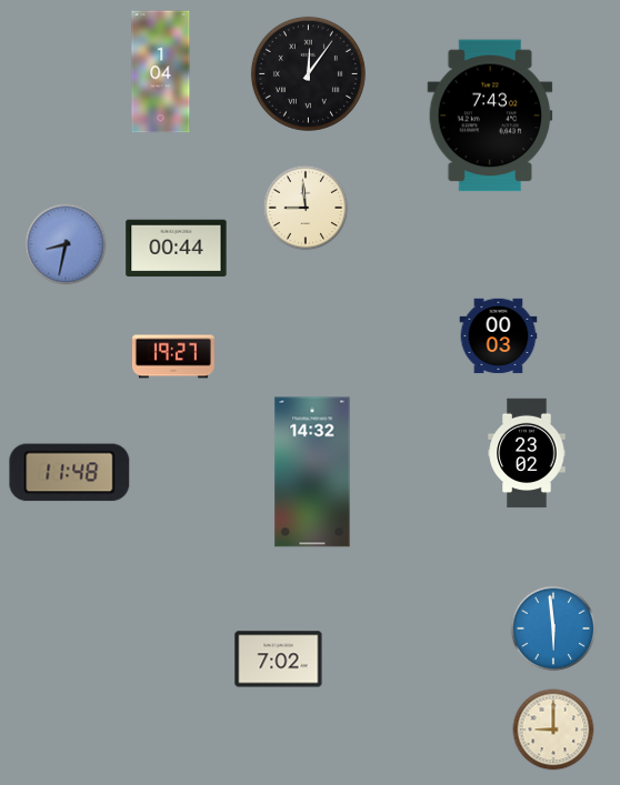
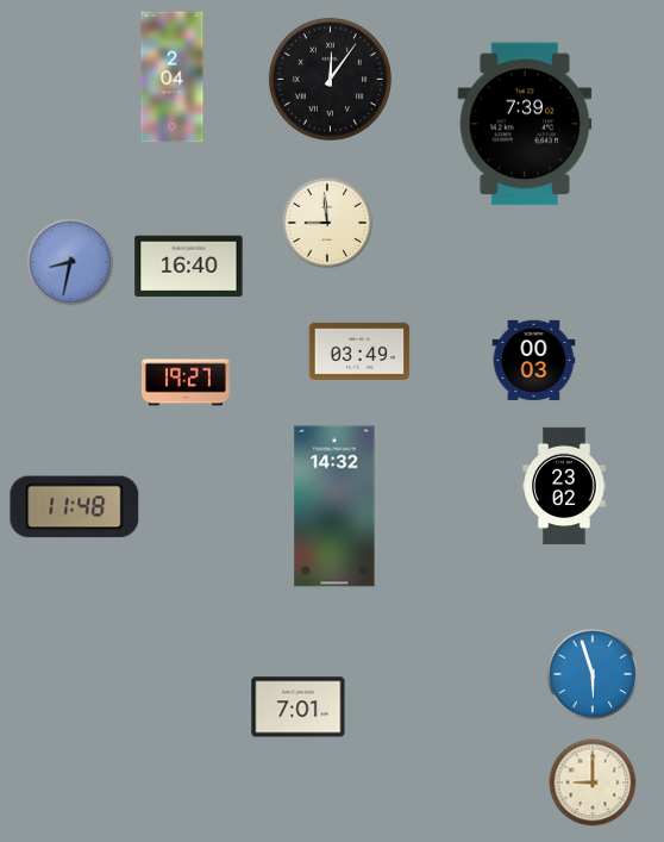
clock at (161, 72): 1:04 -> 2:04
clock at (490, 115): 7:43 -> 7:39
clock at (177, 249): 00:44 -> 16:40
clock at (359, 351): none -> 03:49
clock at (553, 628): 5:59 -> 5:57
clock at (279, 660): 7:02 -> 7:01
